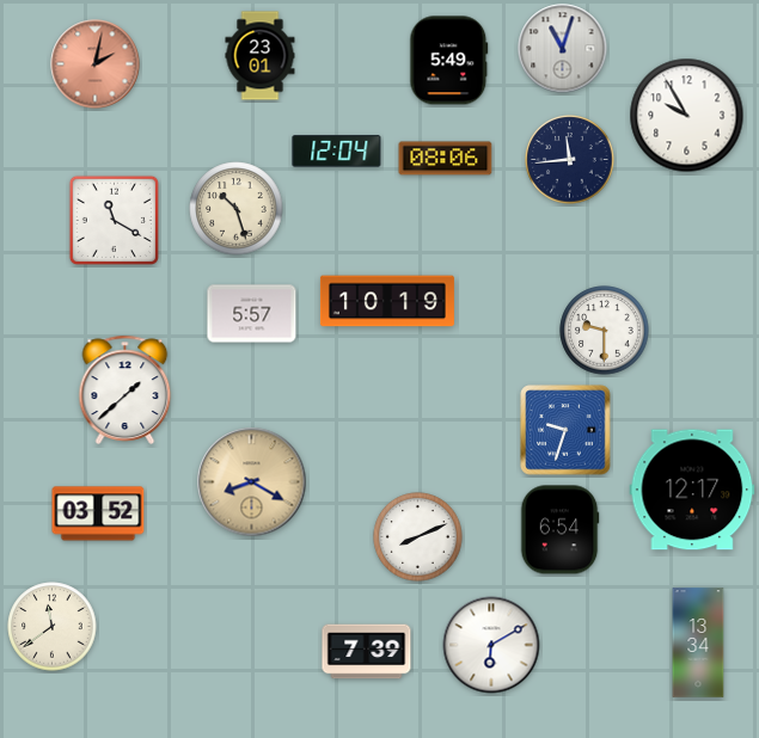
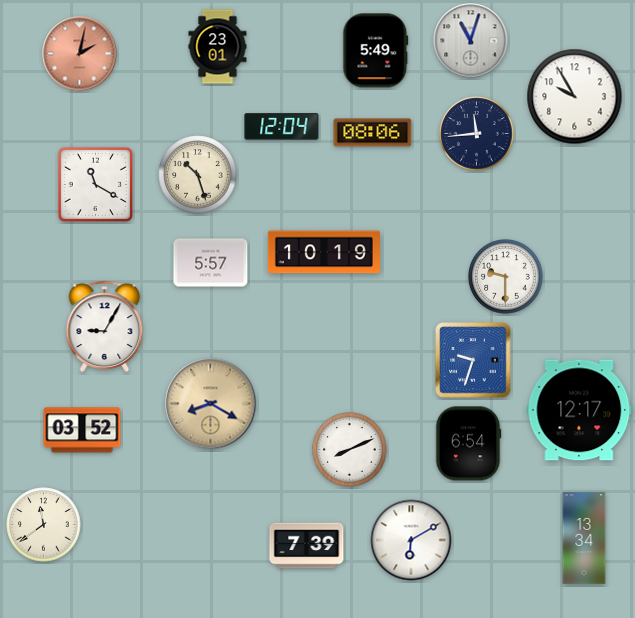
clock at (126, 389): 1:38 -> 9:05
